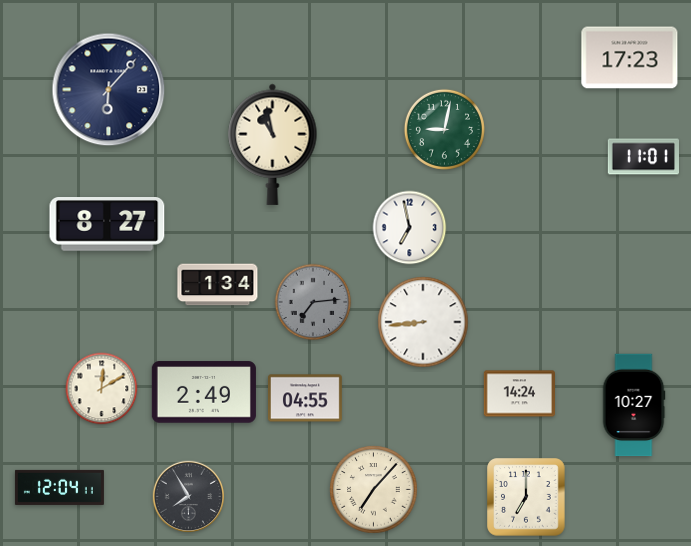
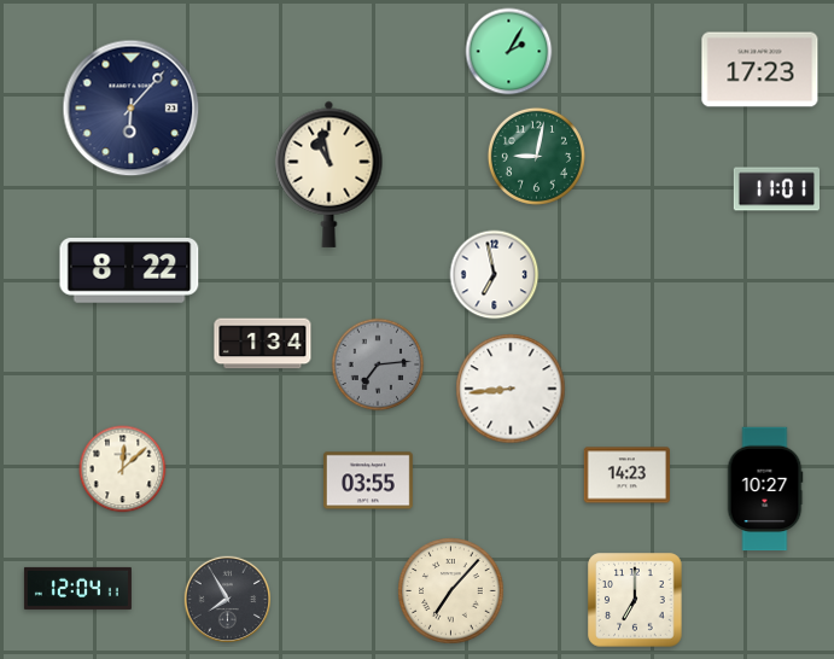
clock at (509, 52): none -> 2:05
clock at (107, 225): 8:27 -> 8:22
clock at (102, 389): 12:10 -> 12:08
clock at (204, 392): 2:49 -> none
clock at (519, 394): 14:24 -> 14:23
clock at (305, 398): 04:55 -> 03:55
clock at (59, 487) position: (59, 487) -> (77, 588)
